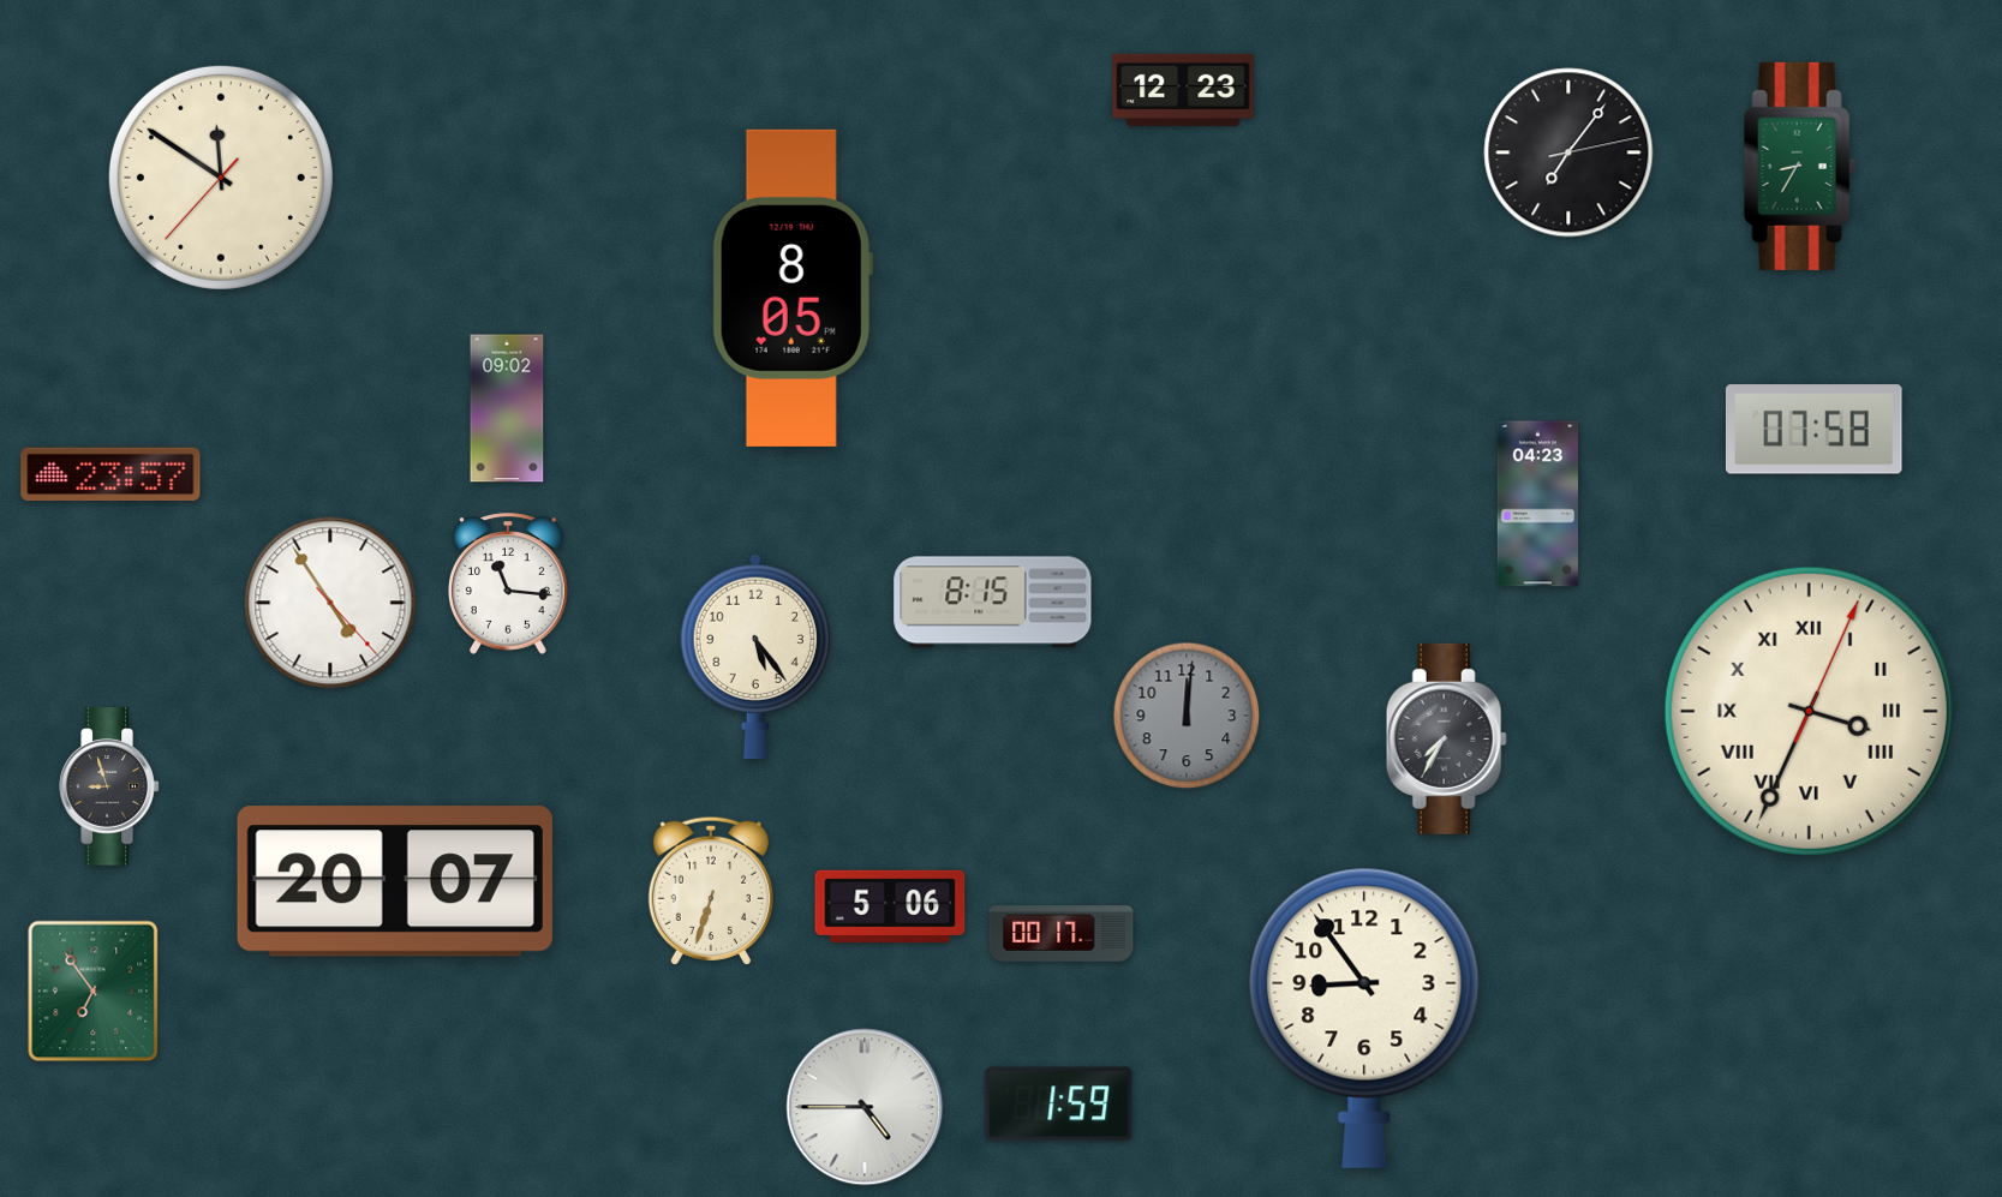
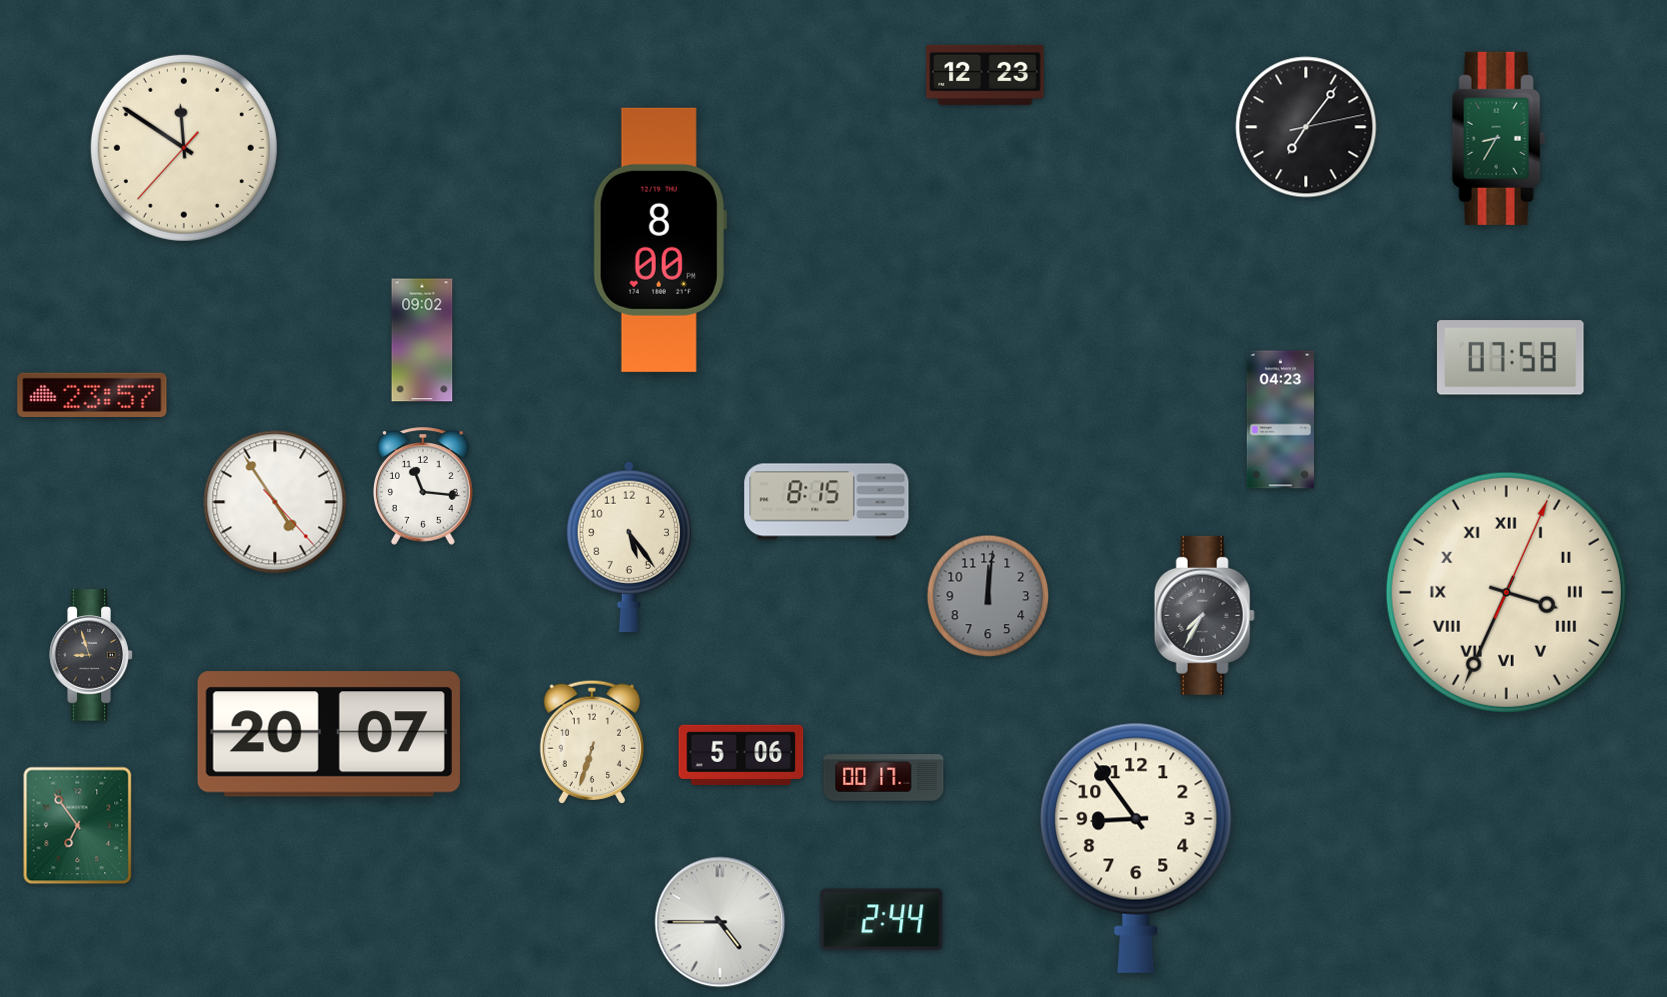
clock at (793, 288): 8:05 -> 8:00
clock at (1059, 1105): 1:59 -> 2:44
